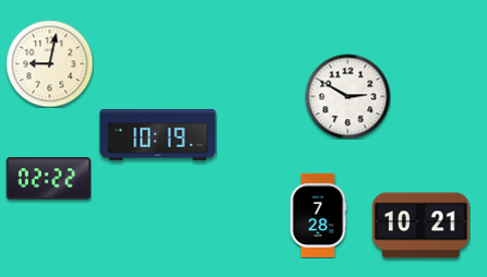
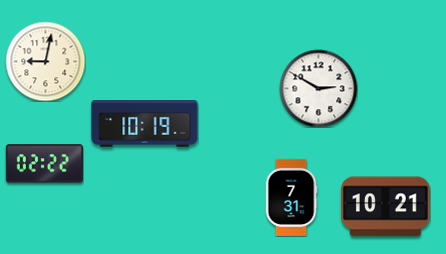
clock at (49, 63) position: (49, 63) -> (45, 61)
clock at (318, 215): 7:28 -> 7:31
